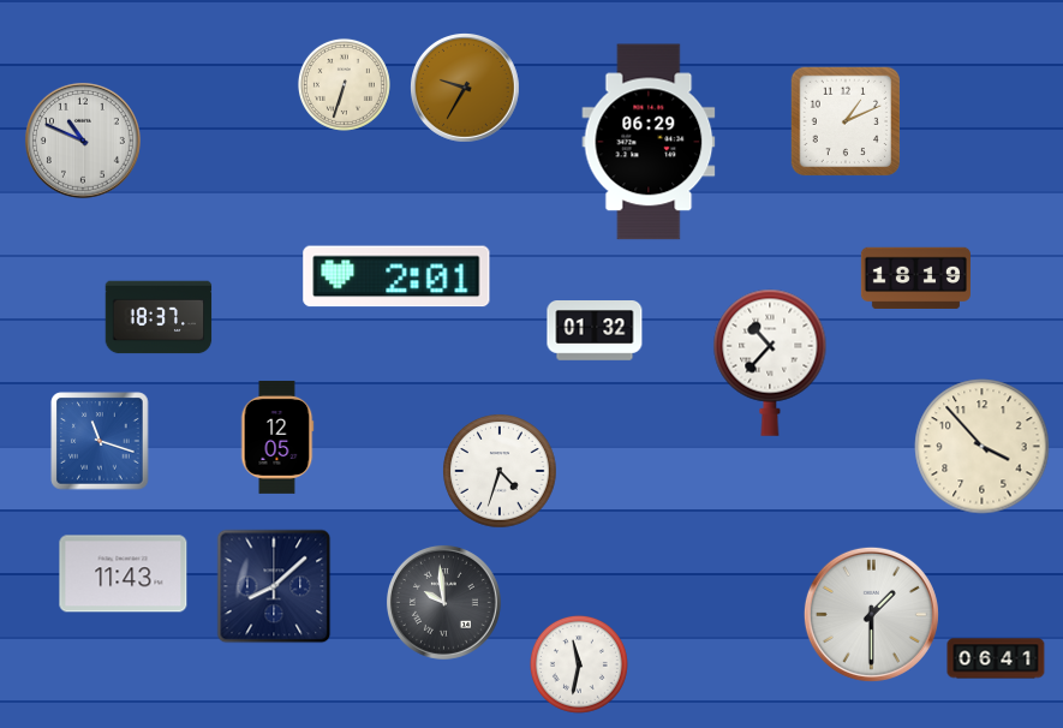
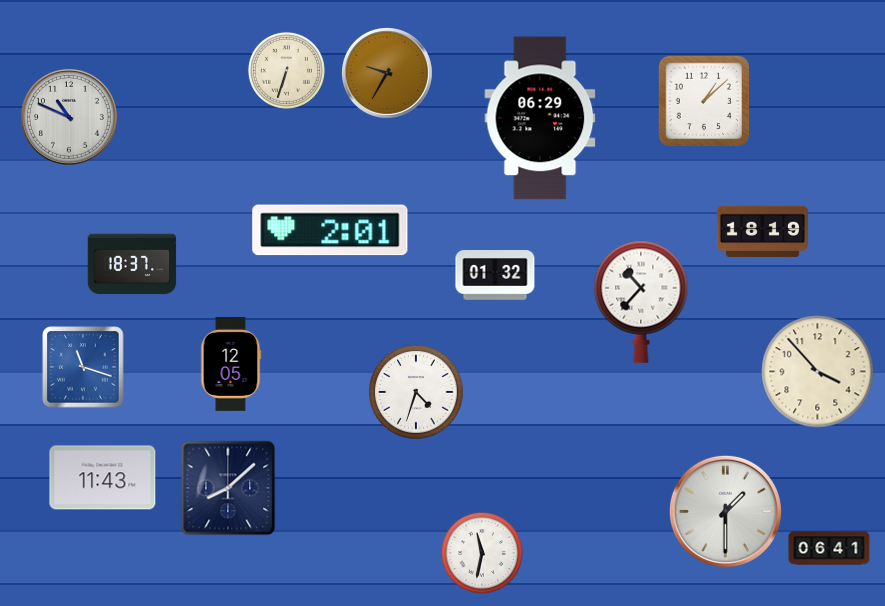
clock at (846, 121): 1:11 -> 1:08
clock at (443, 602): 9:59 -> none
